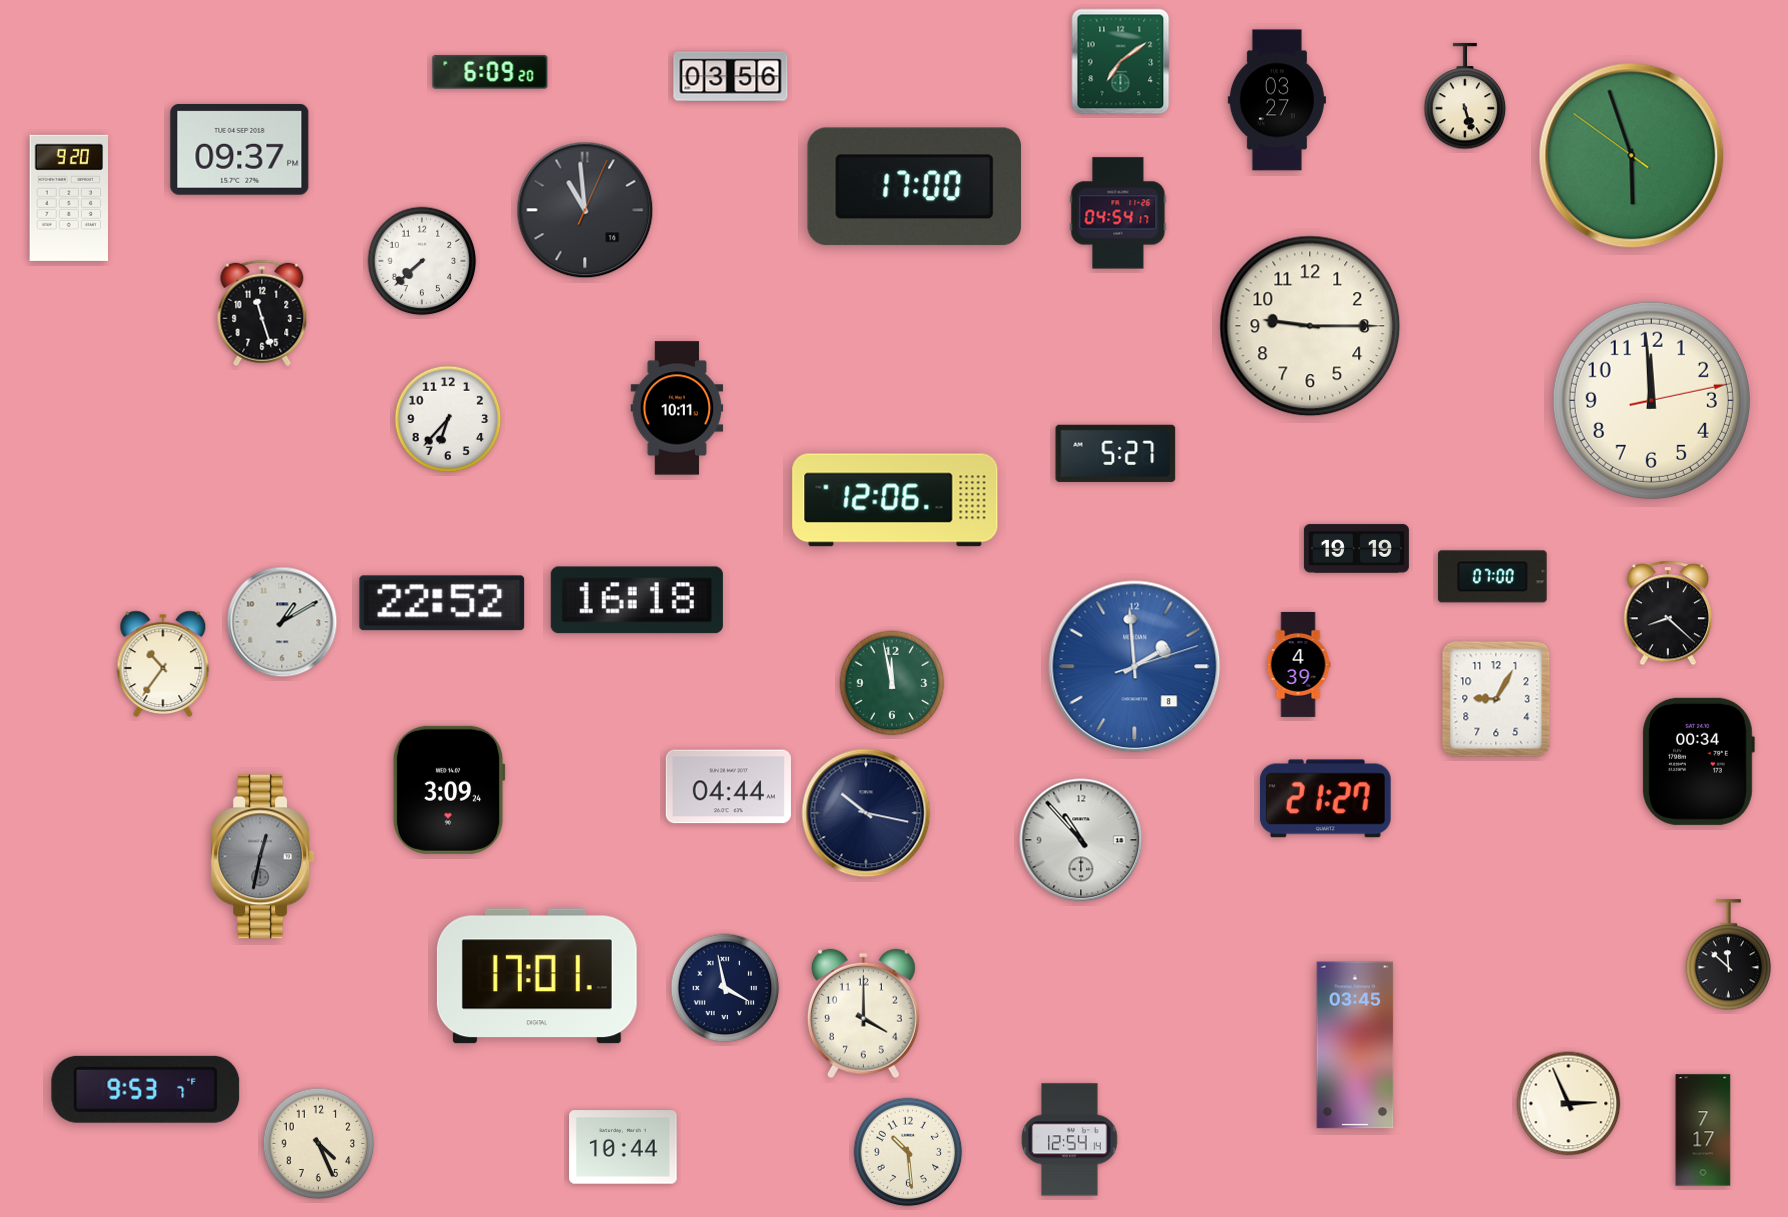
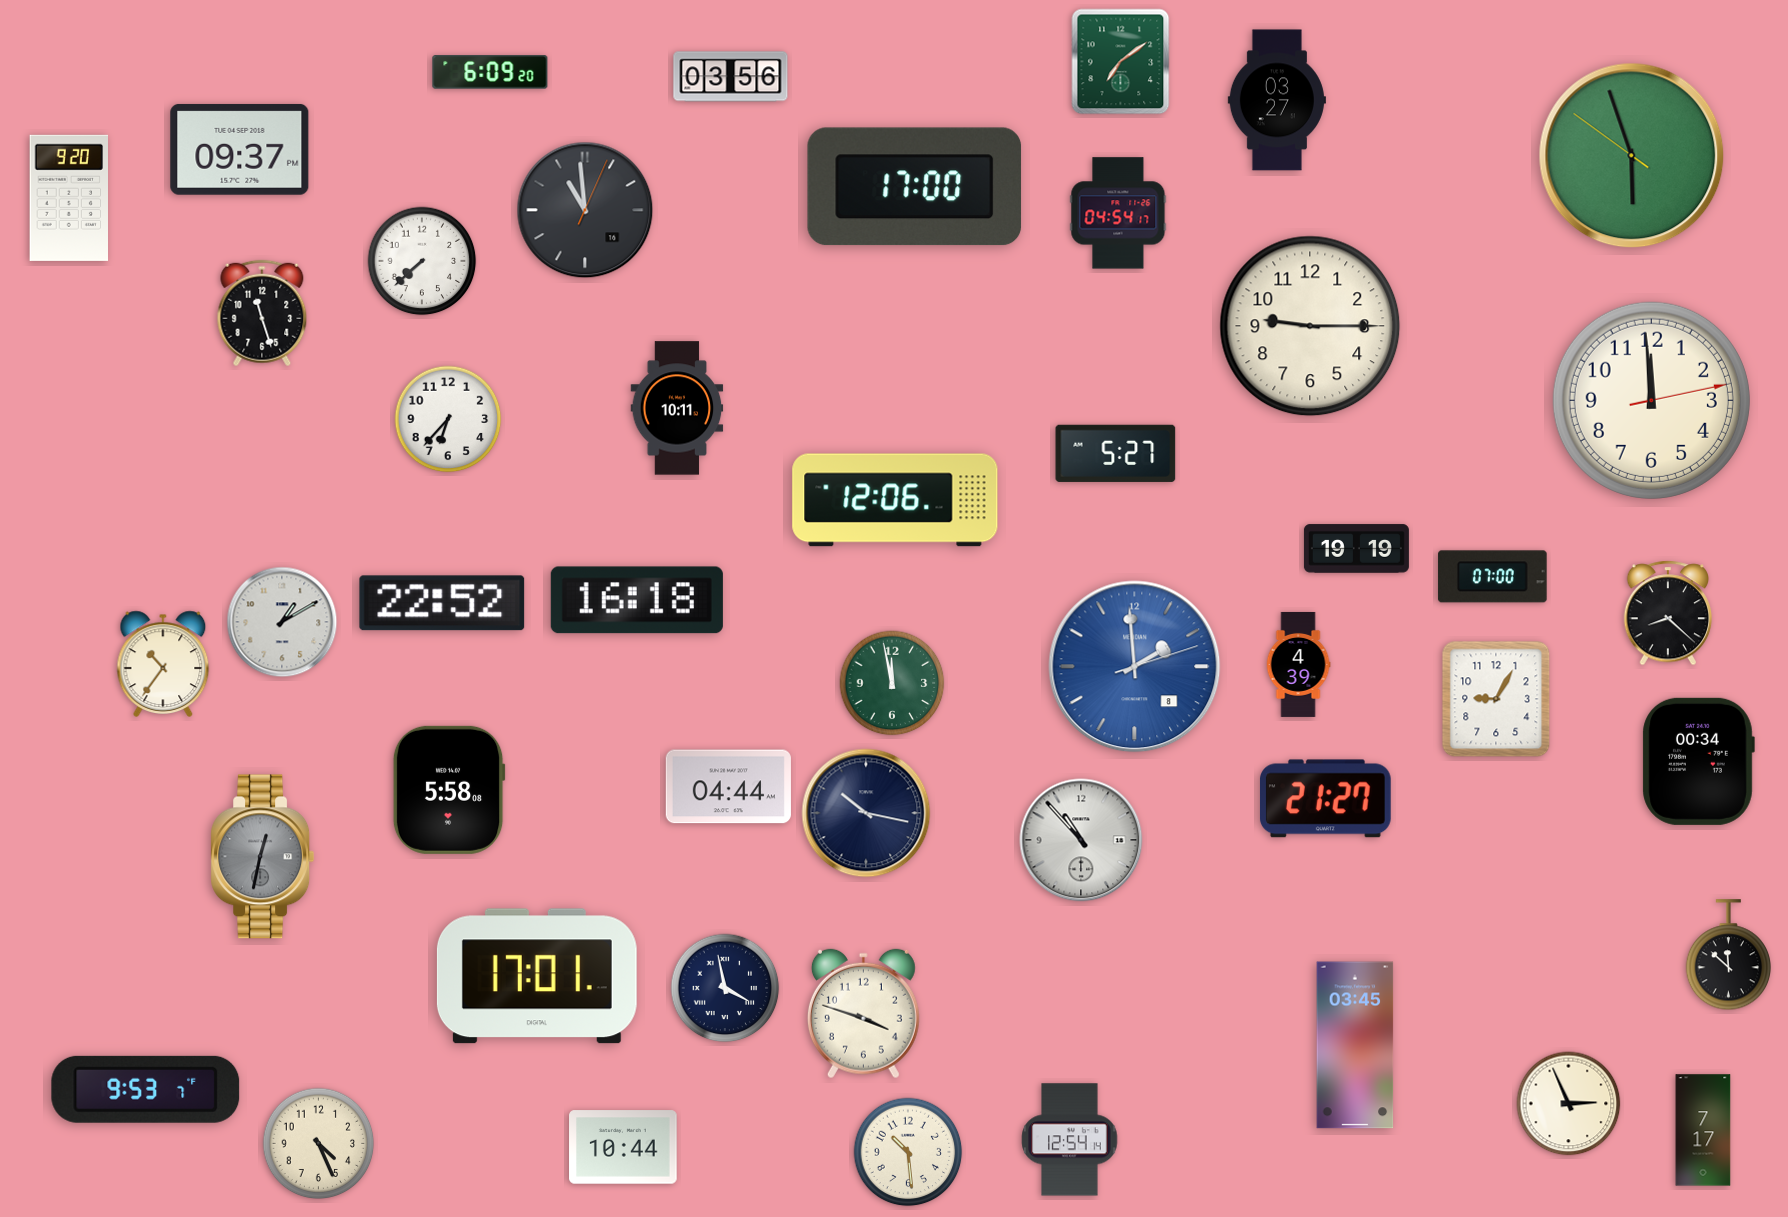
clock at (1465, 96): 5:27 -> none
clock at (449, 790): 3:09 -> 5:58
clock at (863, 1014): 4:00 -> 3:48
